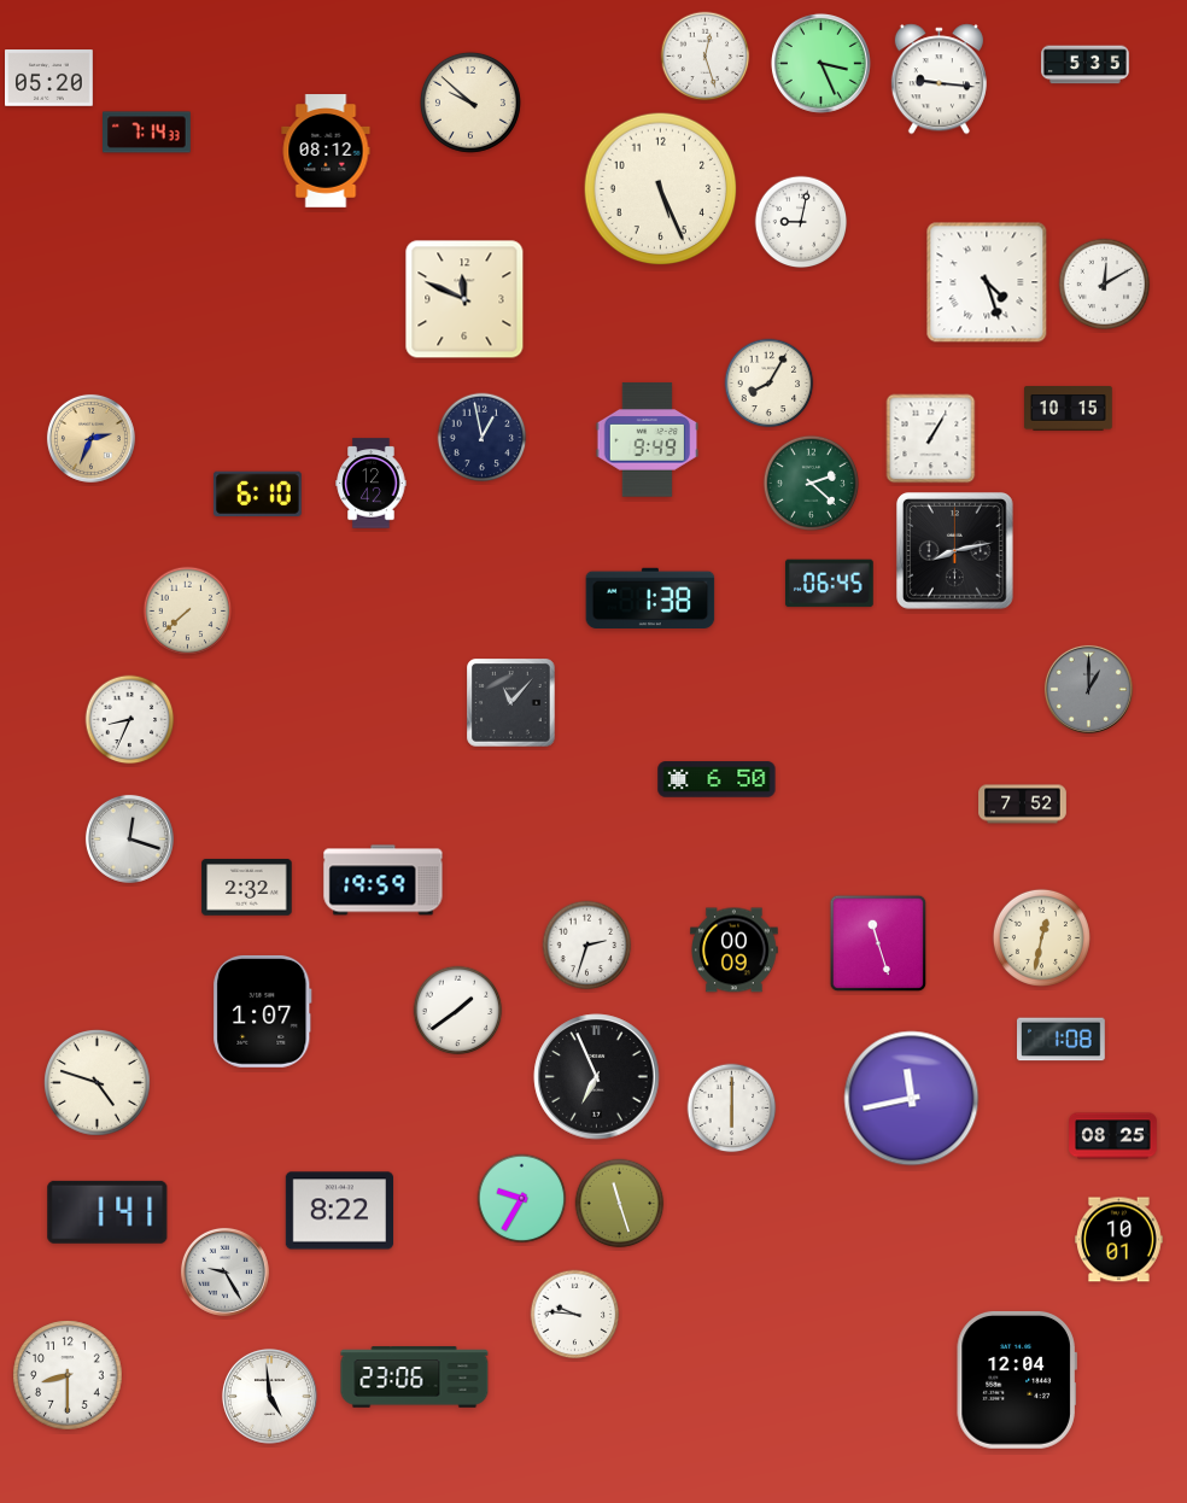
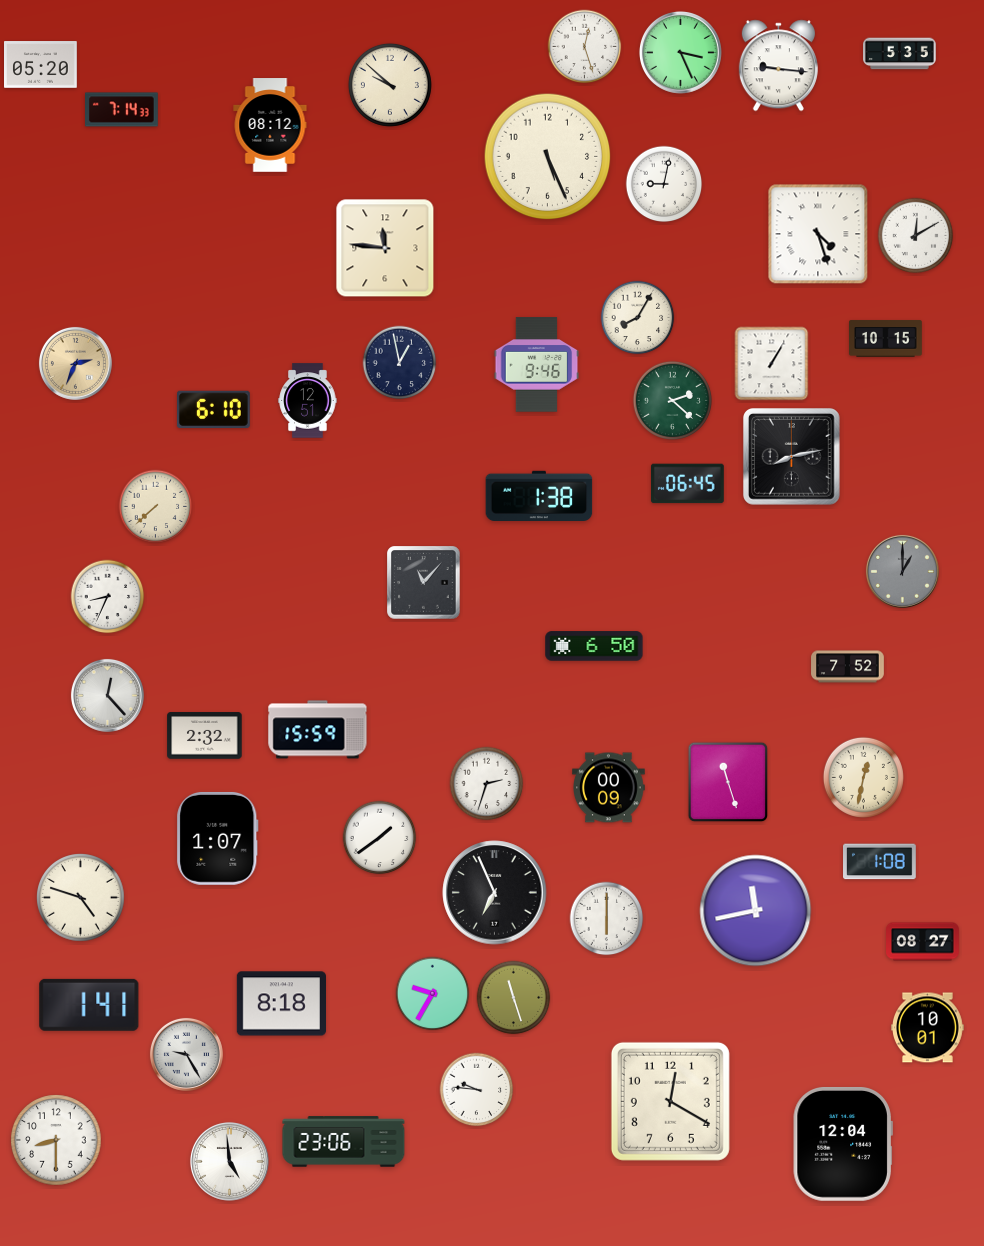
clock at (464, 299): 11:49 -> 11:46
clock at (648, 440): 9:49 -> 9:46
clock at (372, 484): 12:42 -> 12:51
clock at (129, 838): 12:18 -> 12:23
clock at (384, 881): 19:59 -> 15:59
clock at (1113, 1136): 08:25 -> 08:27
clock at (339, 1211): 8:22 -> 8:18
clock at (670, 1101): none -> 12:20
clock at (269, 1396) position: (269, 1396) -> (229, 1161)
